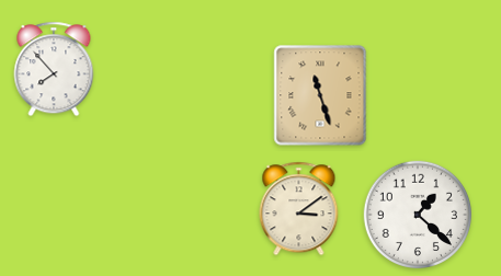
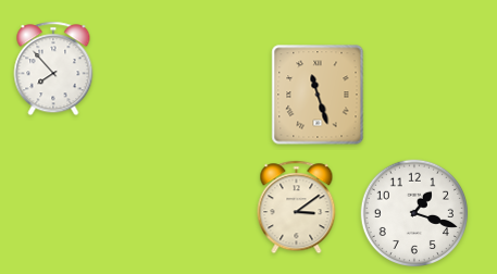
clock at (417, 214): 1:22 -> 1:18
